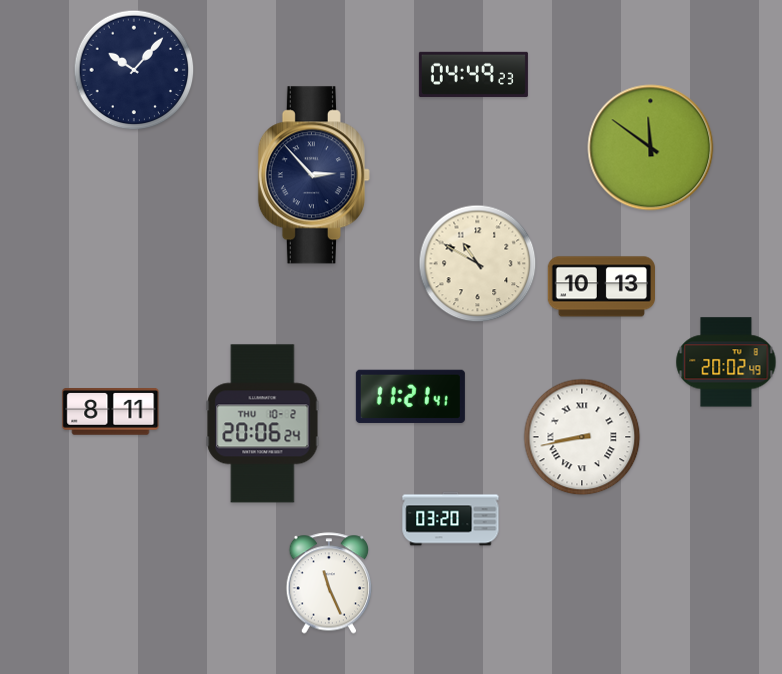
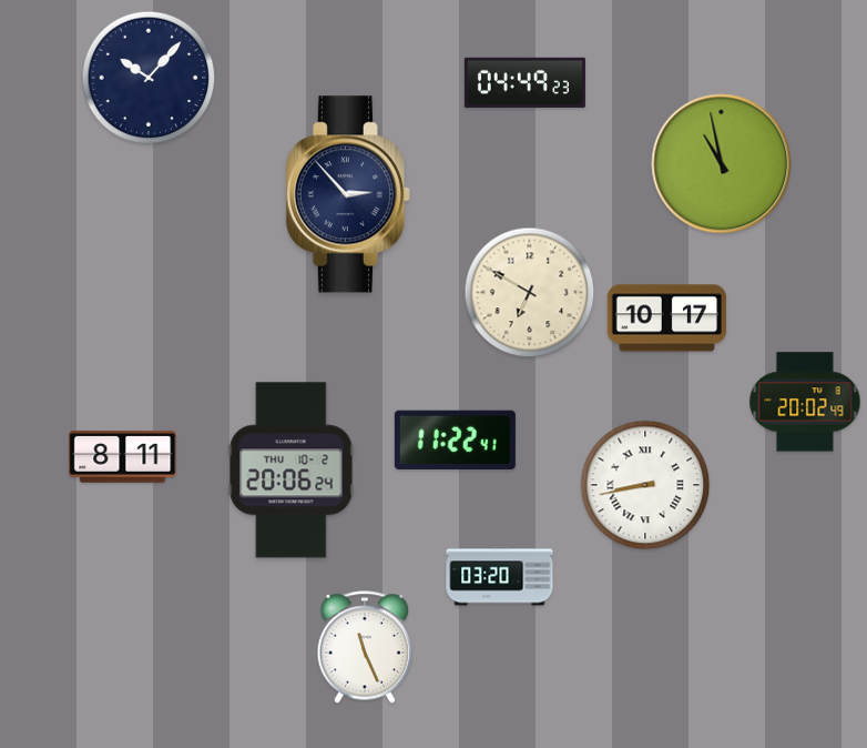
clock at (651, 148): 11:51 -> 10:58
clock at (478, 264): 10:50 -> 6:50
clock at (601, 287): 10:13 -> 10:17
clock at (410, 396): 11:21 -> 11:22
